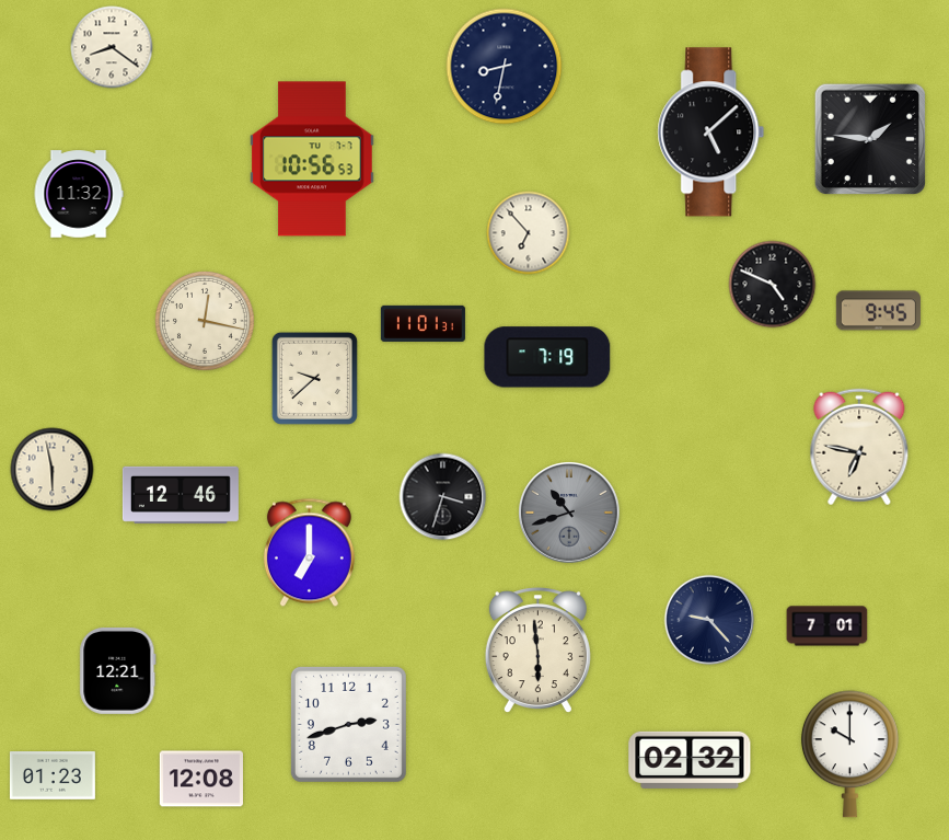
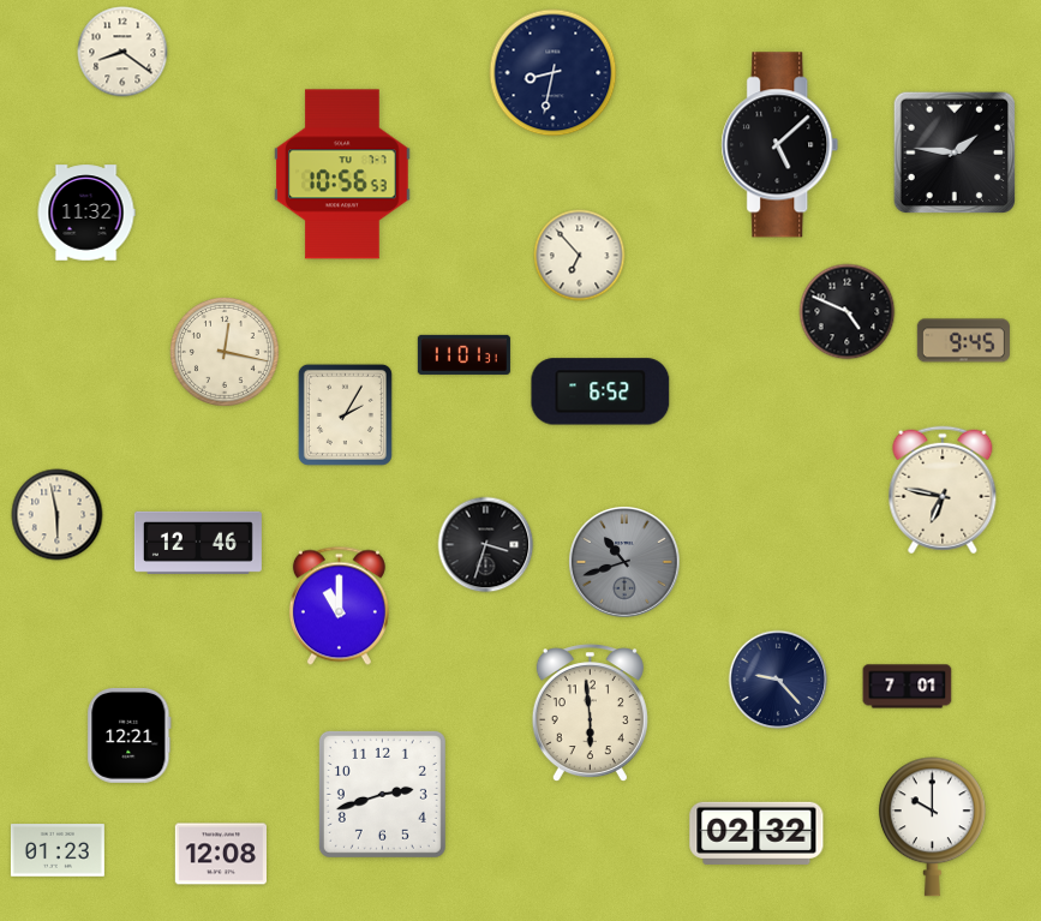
clock at (547, 357): 7:19 -> 6:52
clock at (314, 378): 9:38 -> 2:05
clock at (309, 553): 7:00 -> 11:00
